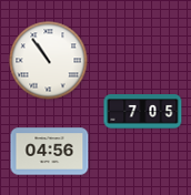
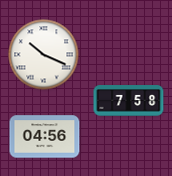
clock at (49, 61): 10:54 -> 10:19
clock at (143, 112): 7:05 -> 7:58
